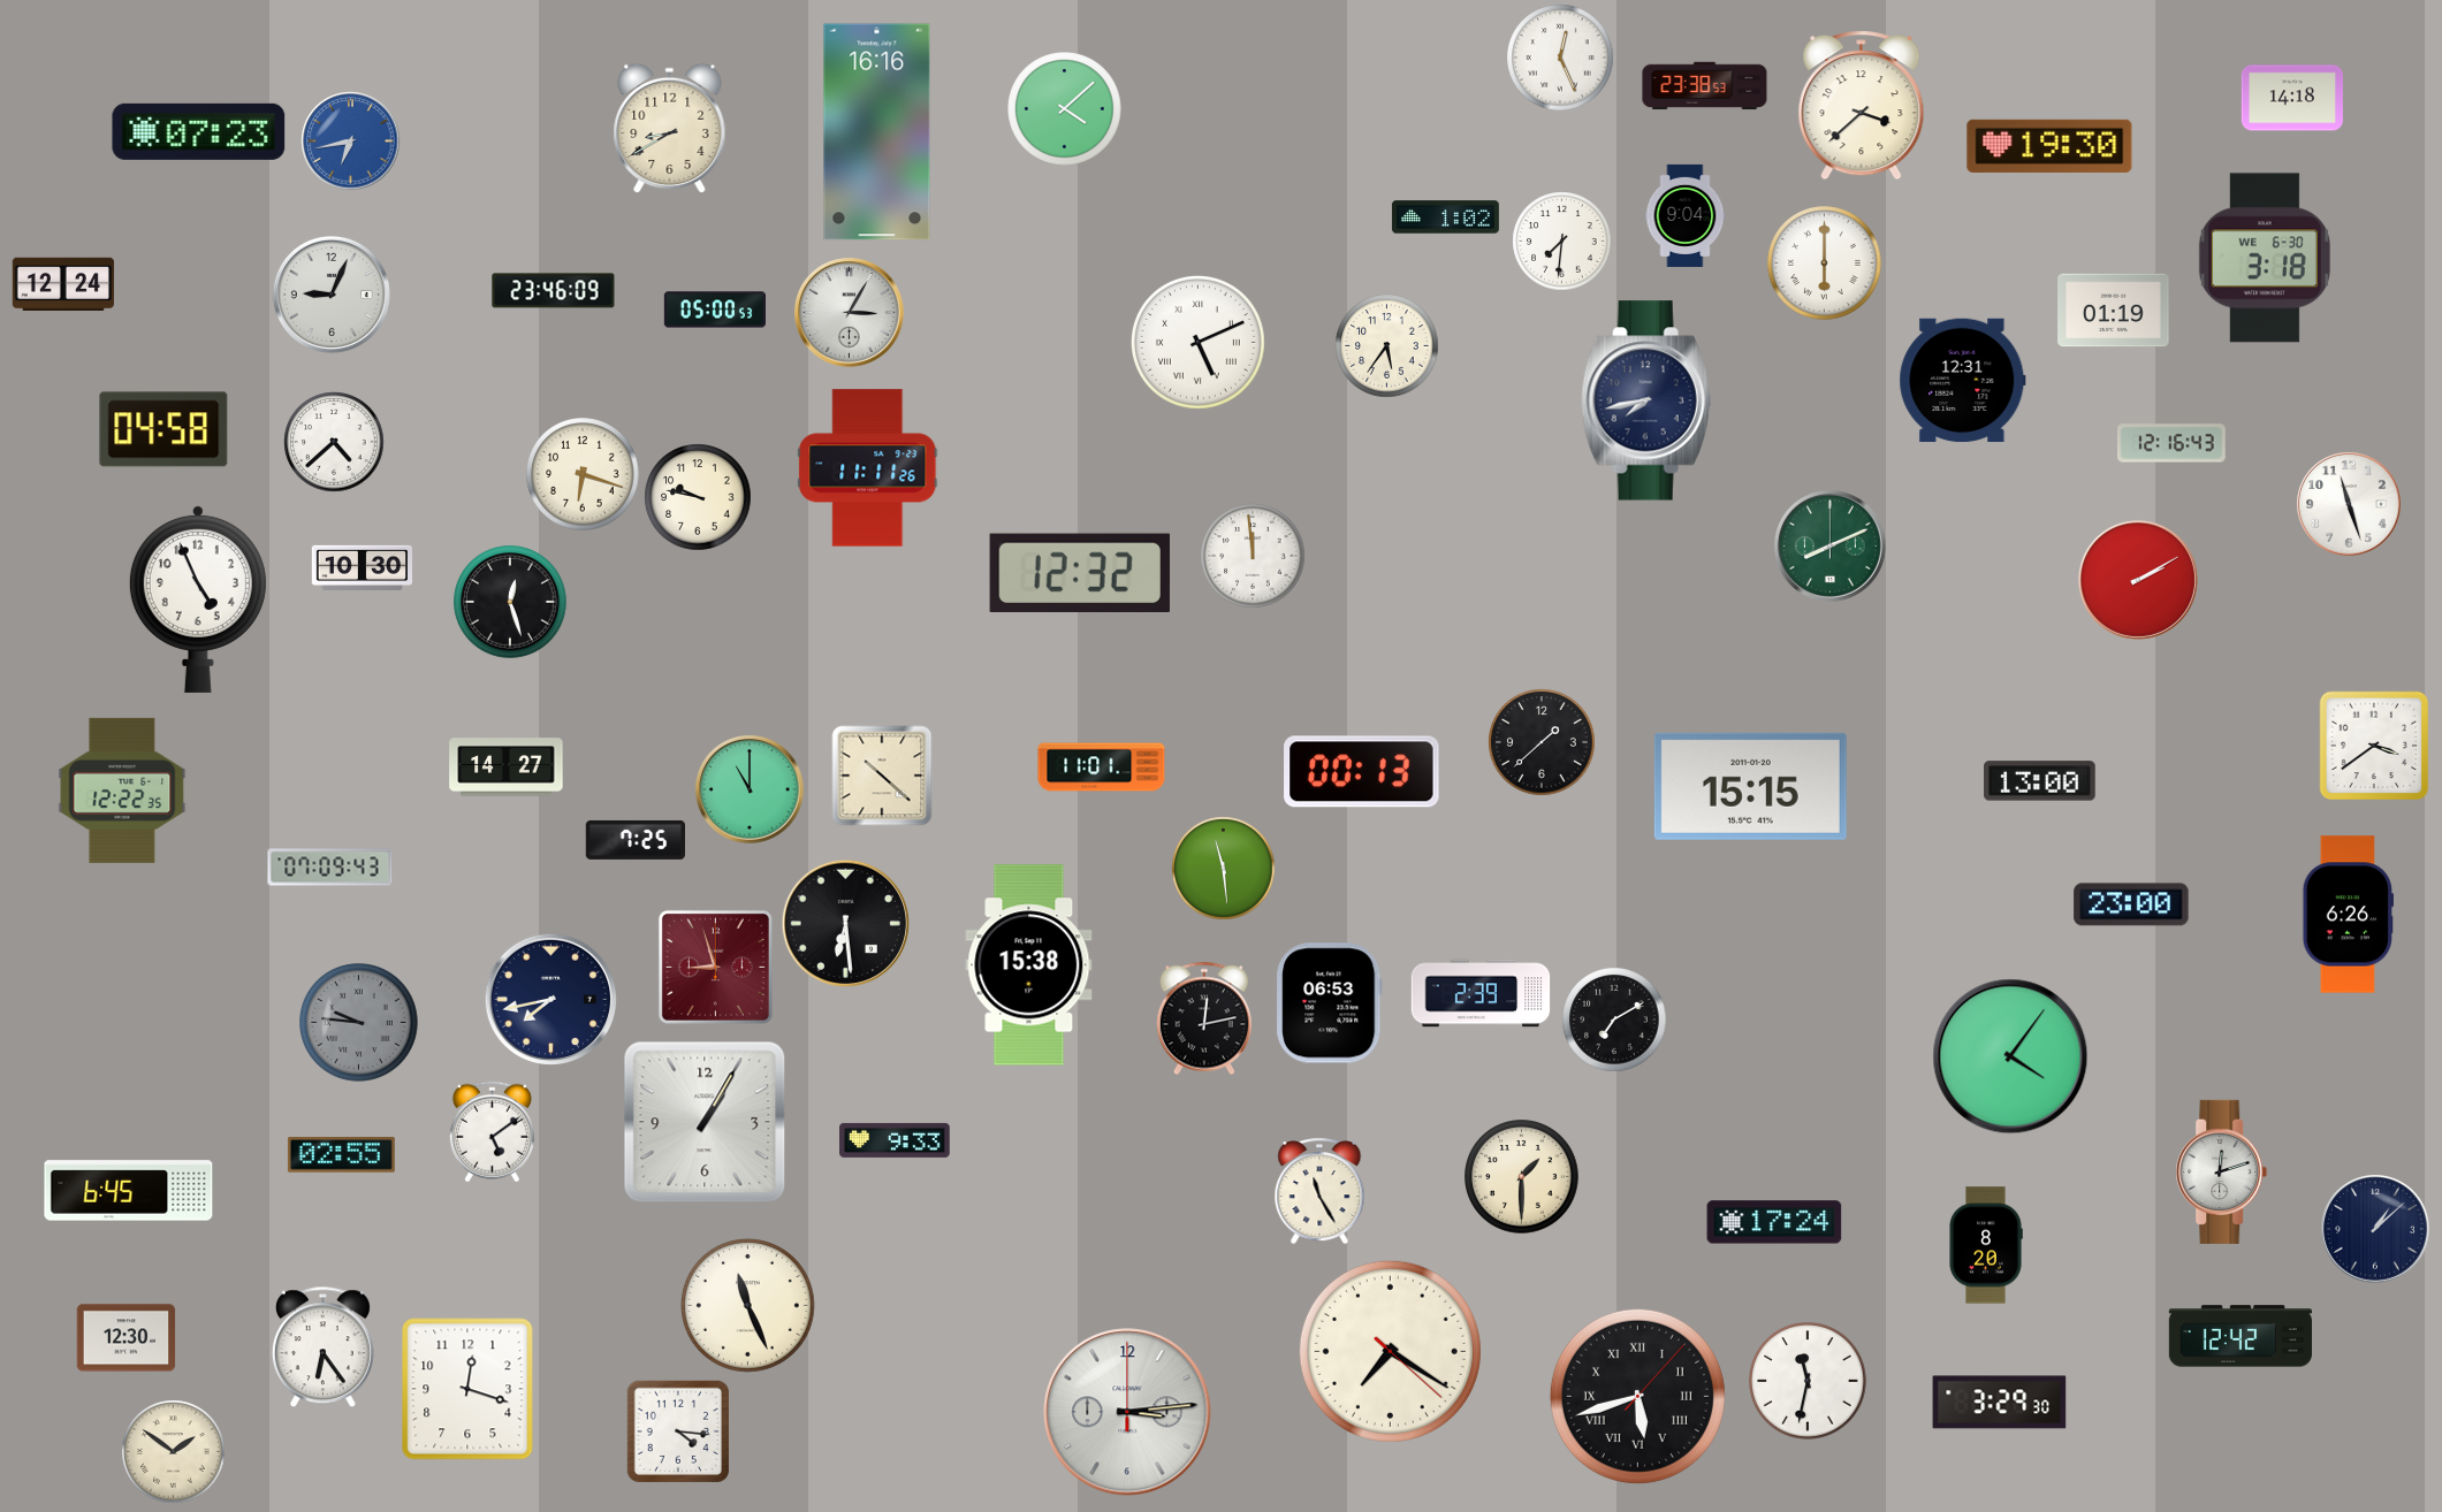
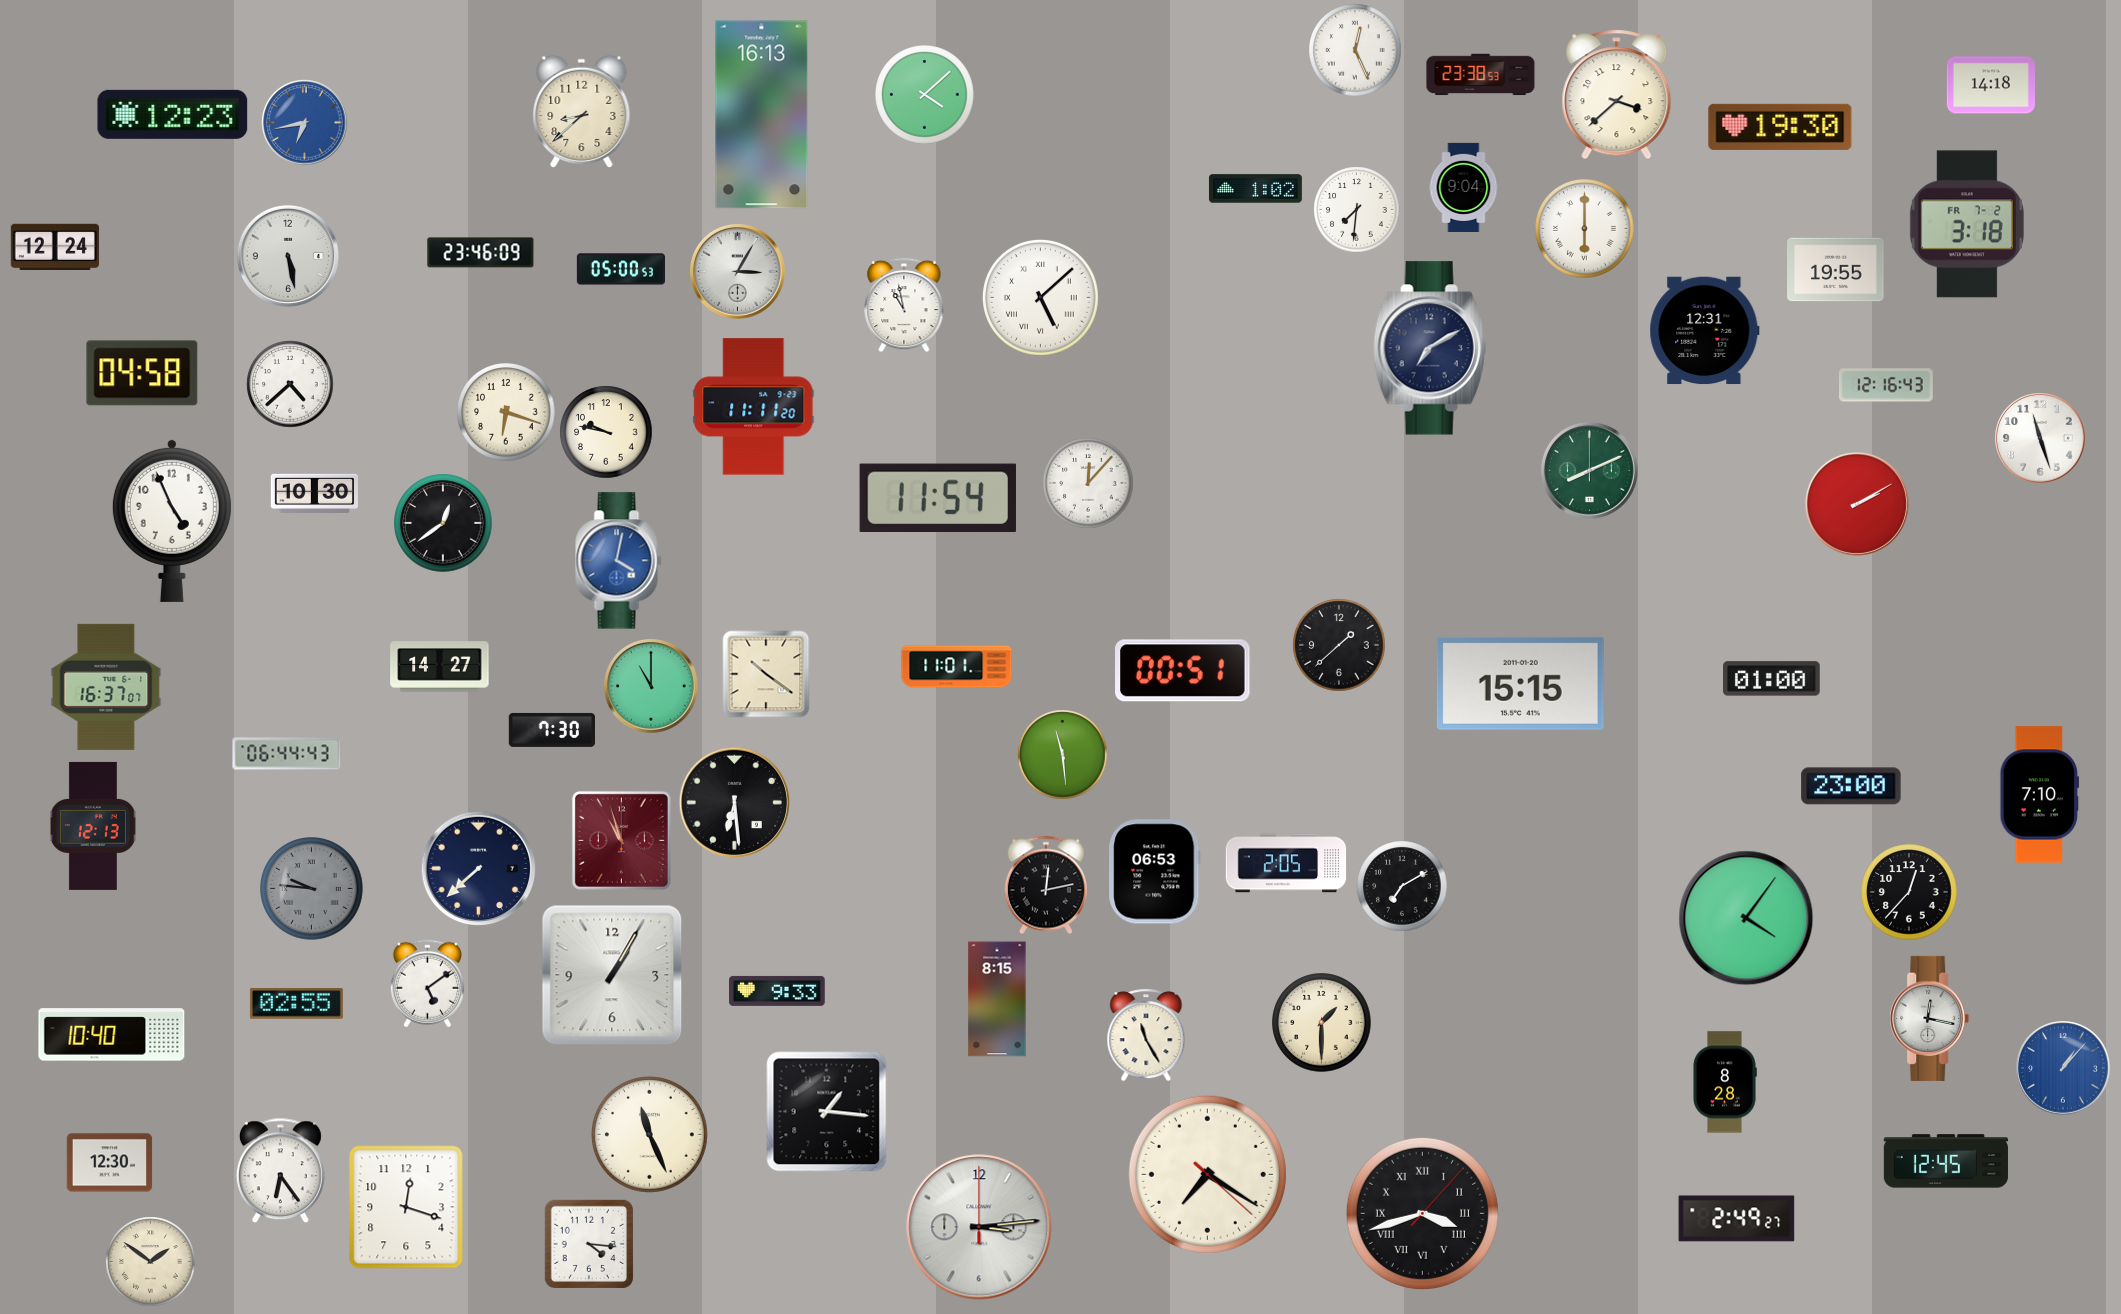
clock at (1862, 106) position: (1862, 106) -> (1617, 95)
clock at (670, 129): 8:40 -> 8:38
clock at (199, 131): 07:23 -> 12:23
clock at (877, 132): 16:16 -> 16:13
clock at (2265, 258) date: WE 6-30 -> FR 7-2
clock at (332, 295): 9:04 -> 5:28
clock at (2114, 311): 01:19 -> 19:55
clock at (1197, 342): 5:11 -> 5:08
clock at (1387, 346): 5:36 -> none
clock at (904, 305): none -> 10:58
clock at (1646, 400): 7:43 -> 7:10
clock at (868, 468): 11:11:26 -> 11:11:20
clock at (1829, 545) position: (1829, 545) -> (1589, 470)
clock at (1253, 556): 11:59 -> 12:07
clock at (1080, 572): 12:32 -> 11:54
clock at (510, 602): 12:27 -> 12:39
clock at (619, 561): none -> 4:02
clock at (2374, 746): 3:39 -> none
clock at (1362, 772): 00:13 -> 00:51
clock at (882, 776): 10:22 -> 10:21
clock at (2040, 781): 13:00 -> 01:00
clock at (122, 791): 12:22 -> 16:37
clock at (636, 840): 7:25 -> 7:30
clock at (330, 868): 07:09 -> 06:44
clock at (2348, 915): 6:26 -> 7:10
clock at (93, 826): none -> 12:13
clock at (1029, 965): 15:38 -> none
clock at (715, 967): 8:57 -> 10:57
clock at (1481, 993): 2:39 -> 2:05
clock at (551, 1000): 7:43 -> 7:38
clock at (1909, 892): none -> 12:37
clock at (997, 999): none -> 8:15
clock at (2222, 1171): 12:12 -> 12:17
clock at (129, 1191): 6:45 -> 10:40
clock at (1774, 1222): 17:24 -> none
clock at (2376, 1230): 1:08 -> 1:07
clock at (2376, 1230) dial: navy -> blue
clock at (1986, 1245): 8:20 -> 8:28
clock at (827, 1112): none -> 1:16
clock at (2241, 1336): 12:42 -> 12:45
clock at (1808, 1381): 11:32 -> none
clock at (1637, 1396): 5:42 -> 3:42
clock at (2000, 1403): 3:29 -> 2:49
